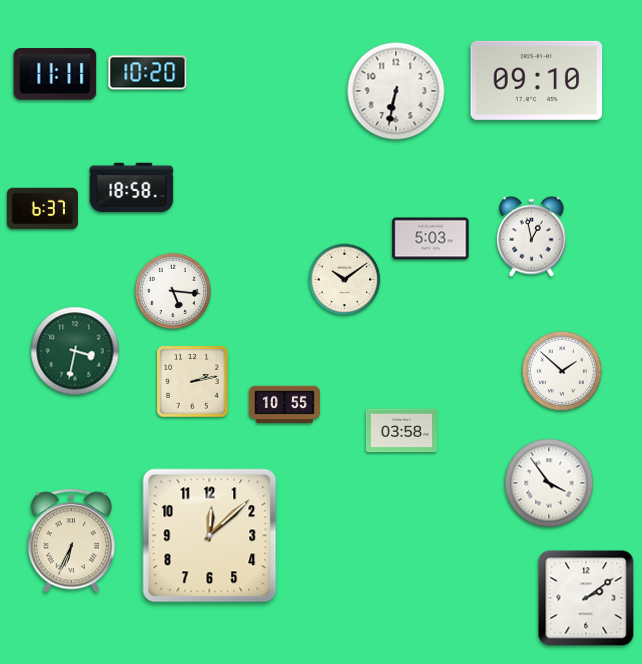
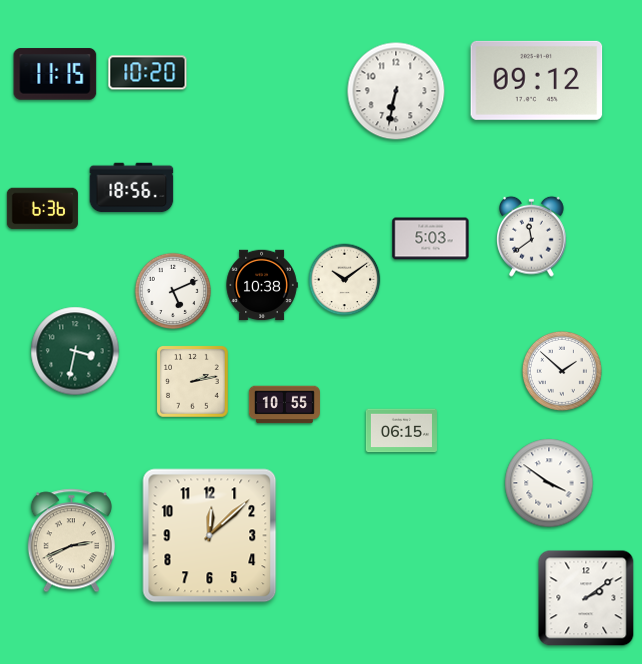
clock at (55, 74): 11:11 -> 11:15
clock at (537, 80): 09:10 -> 09:12
clock at (132, 188): 18:58 -> 18:56
clock at (42, 209): 6:37 -> 6:36
clock at (532, 236): 12:58 -> 11:39
clock at (262, 285): none -> 10:38
clock at (173, 291): 5:16 -> 5:11
clock at (401, 431): 03:58 -> 06:15
clock at (549, 483): 3:54 -> 3:51
clock at (71, 541): 6:34 -> 2:41
